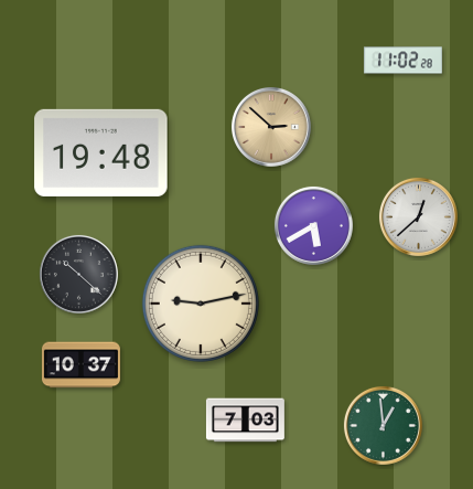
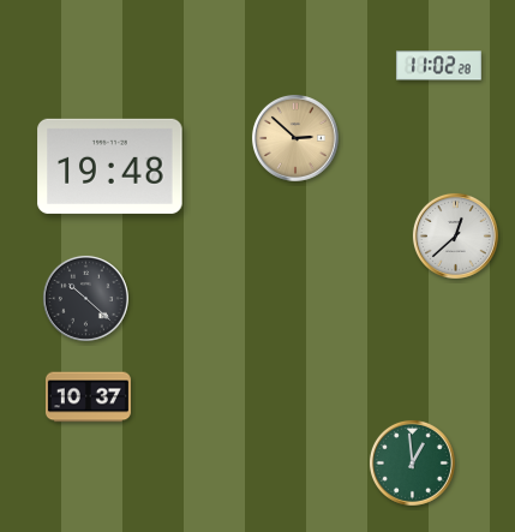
clock at (313, 225): 5:40 -> none
clock at (201, 304): 9:13 -> none
clock at (245, 421): 7:03 -> none
clock at (383, 425) position: (383, 425) -> (412, 462)
